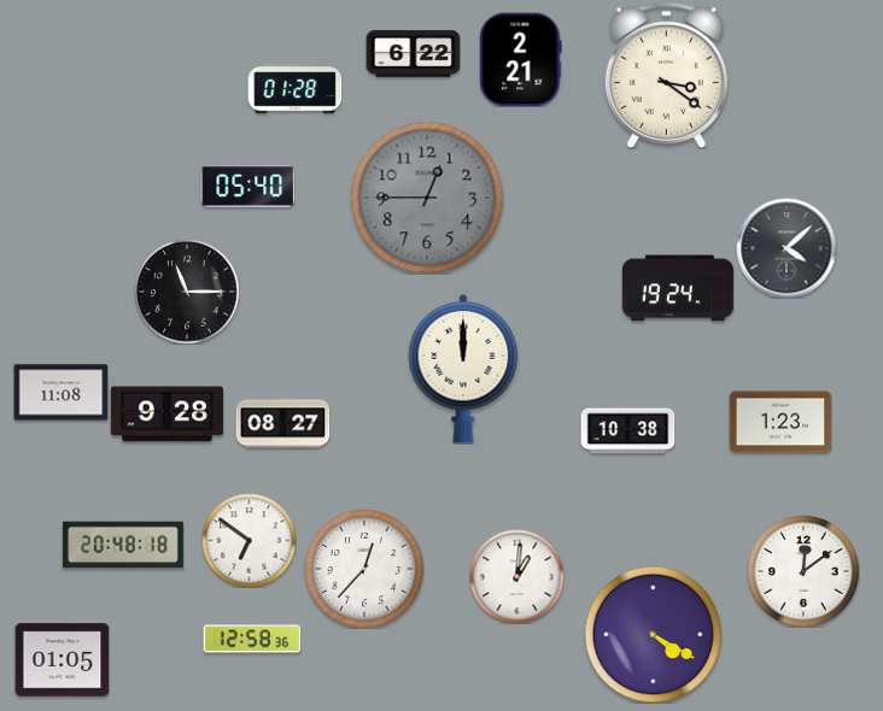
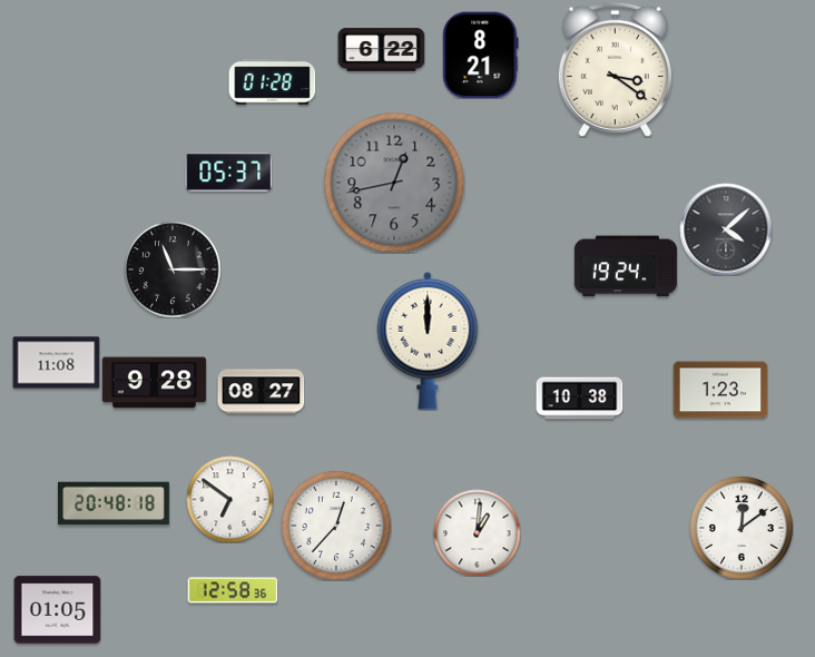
clock at (521, 59): 2:21 -> 8:21
clock at (247, 187): 05:40 -> 05:37
clock at (427, 198): 12:45 -> 12:43
clock at (653, 634): 4:20 -> none
